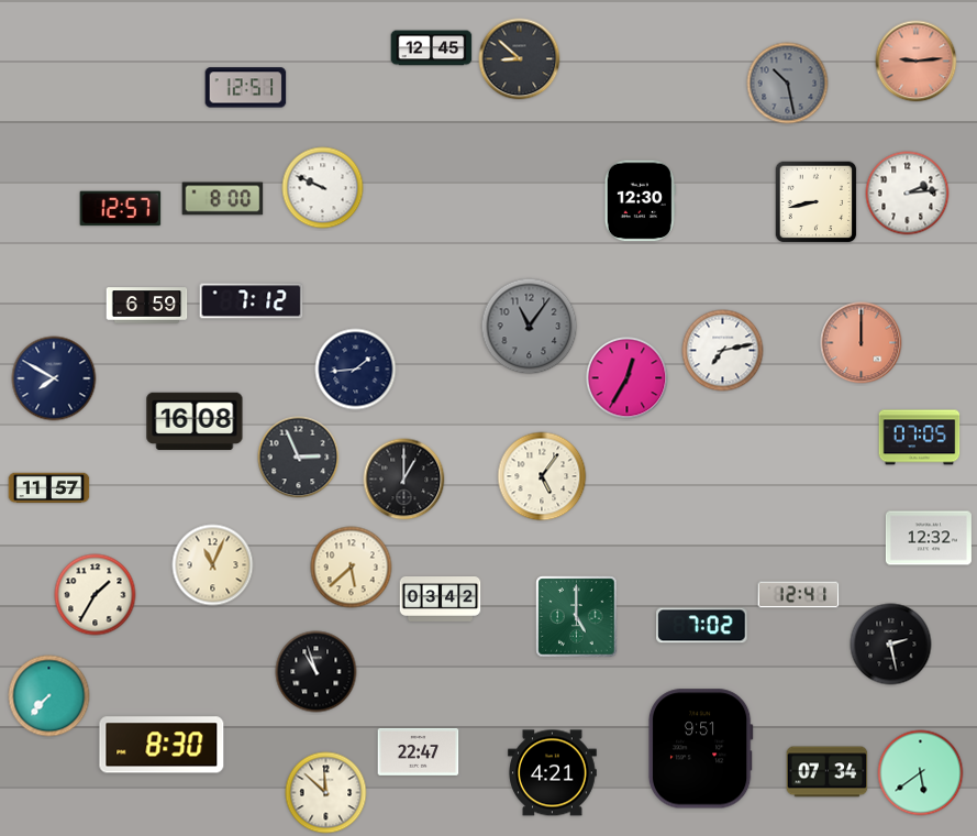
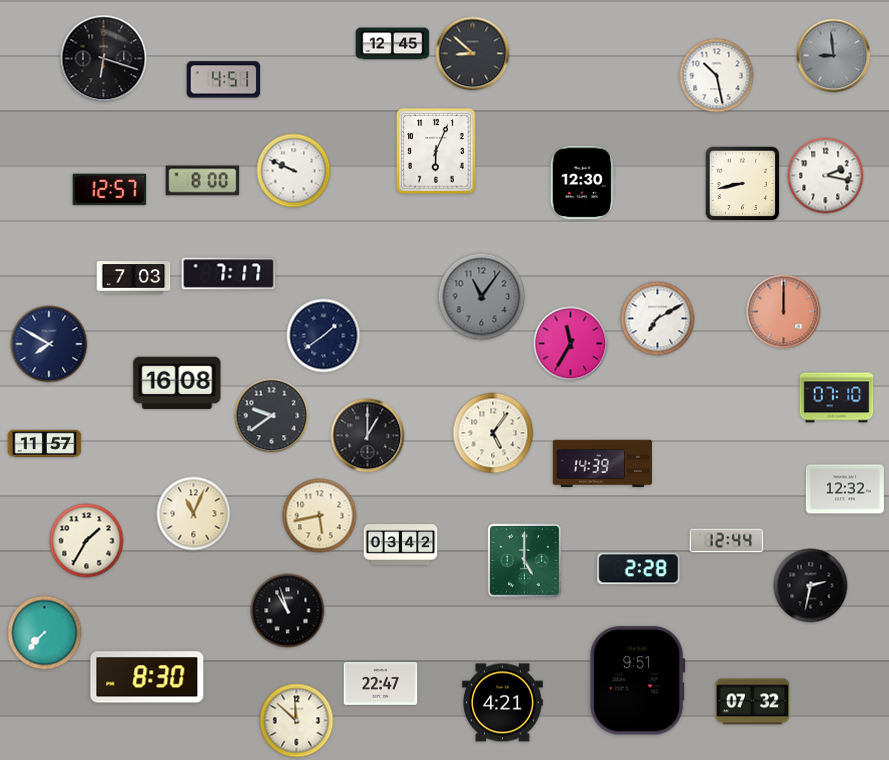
clock at (917, 62): 9:14 -> 8:59
clock at (917, 62) dial: salmon -> grey
clock at (104, 59): none -> 6:18
clock at (788, 84) dial: grey -> white
clock at (246, 88): 12:51 -> 4:51
clock at (436, 151): none -> 6:04
clock at (908, 194): 2:14 -> 2:17
clock at (252, 301): 7:12 -> 7:17
clock at (147, 306): 6:59 -> 7:03
clock at (723, 351): 7:13 -> 7:10
clock at (356, 370): 1:44 -> 1:39
clock at (628, 378): 12:35 -> 11:35
clock at (920, 438): 07:05 -> 07:10
clock at (299, 458): 2:56 -> 9:39
clock at (602, 464): none -> 14:39
clock at (352, 568): 5:38 -> 5:43
clock at (799, 595): 12:41 -> 12:44
clock at (702, 626): 7:02 -> 2:28
clock at (891, 645): 2:28 -> 2:32
clock at (828, 772): 07:34 -> 07:32
clock at (921, 773): 5:39 -> none
